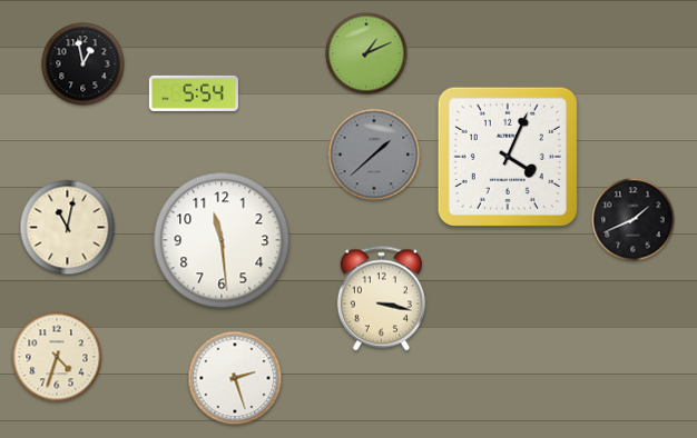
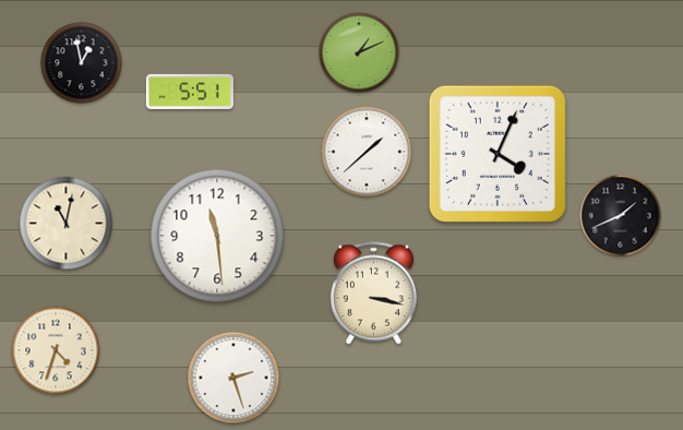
clock at (194, 93): 5:54 -> 5:51
clock at (374, 155) dial: grey -> white
clock at (235, 378) position: (235, 378) -> (233, 378)
